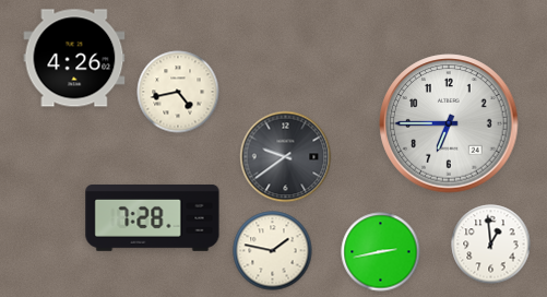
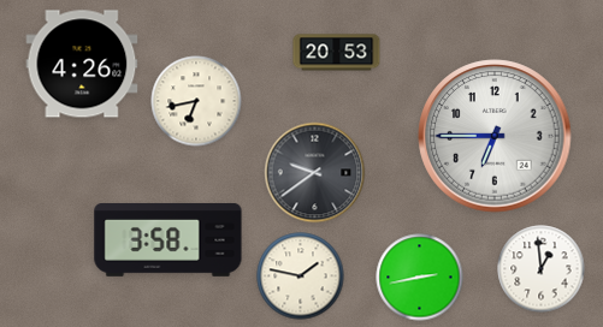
clock at (337, 53): none -> 20:53
clock at (178, 92): 4:43 -> 6:43
clock at (153, 218): 7:28 -> 3:58
